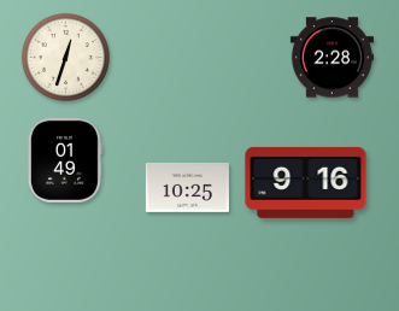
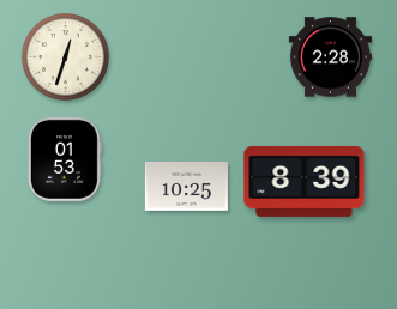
clock at (65, 160): 01:49 -> 01:53
clock at (306, 182): 9:16 -> 8:39
